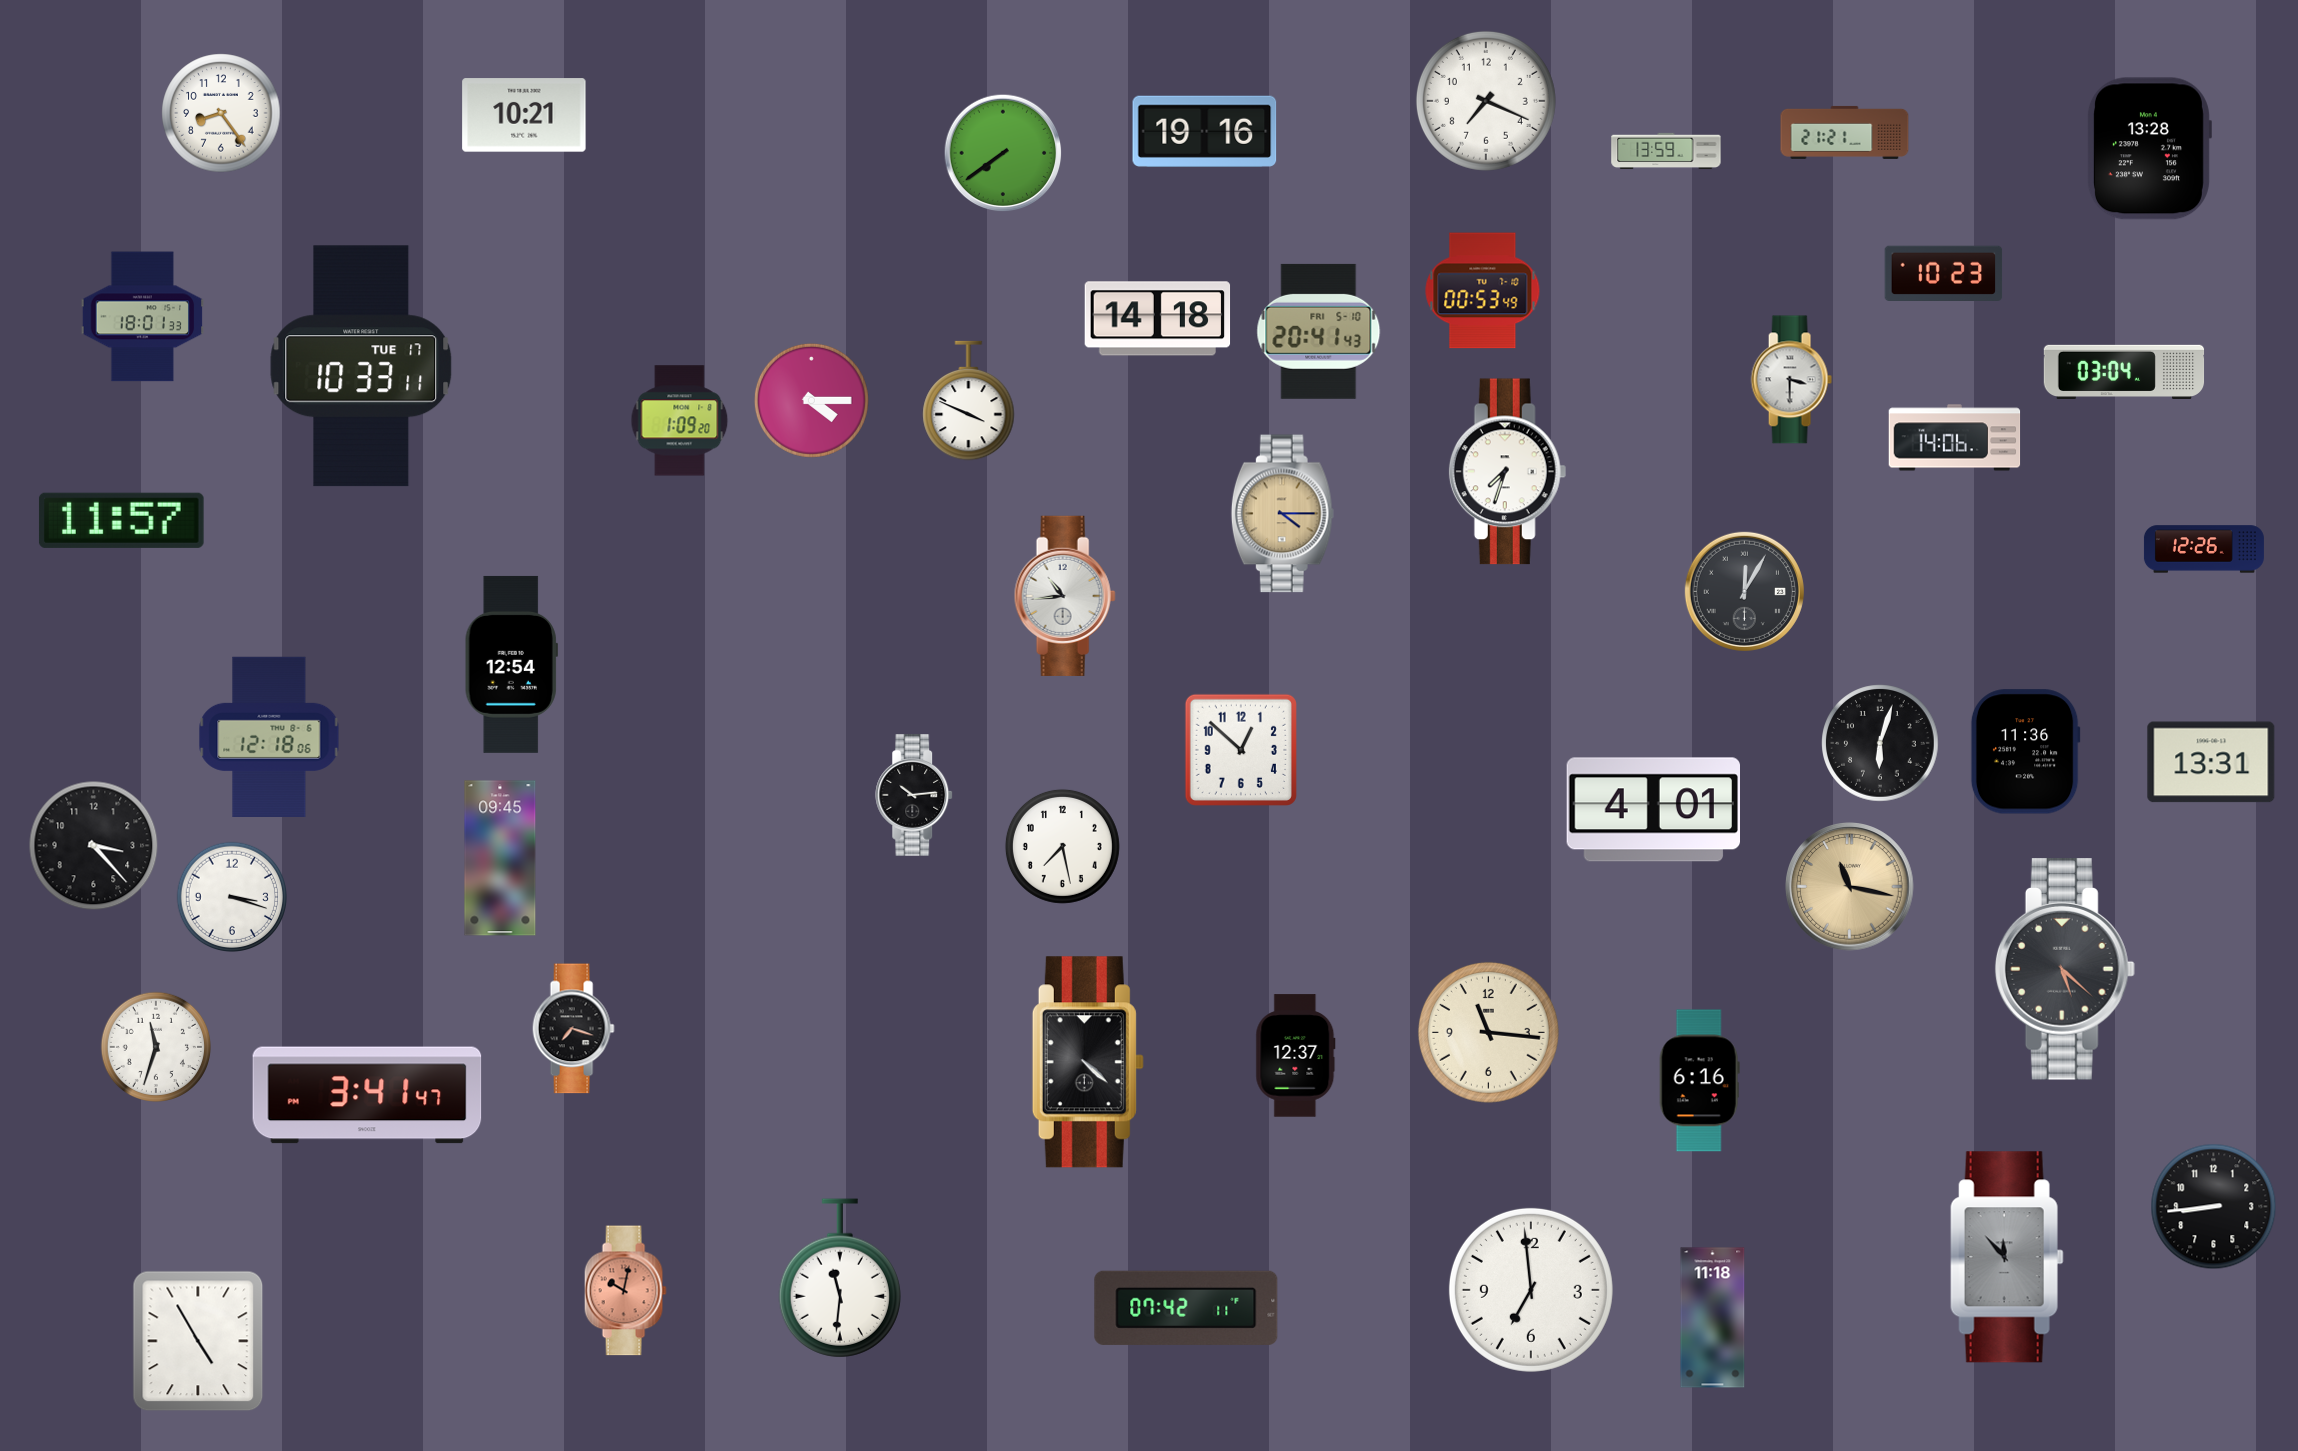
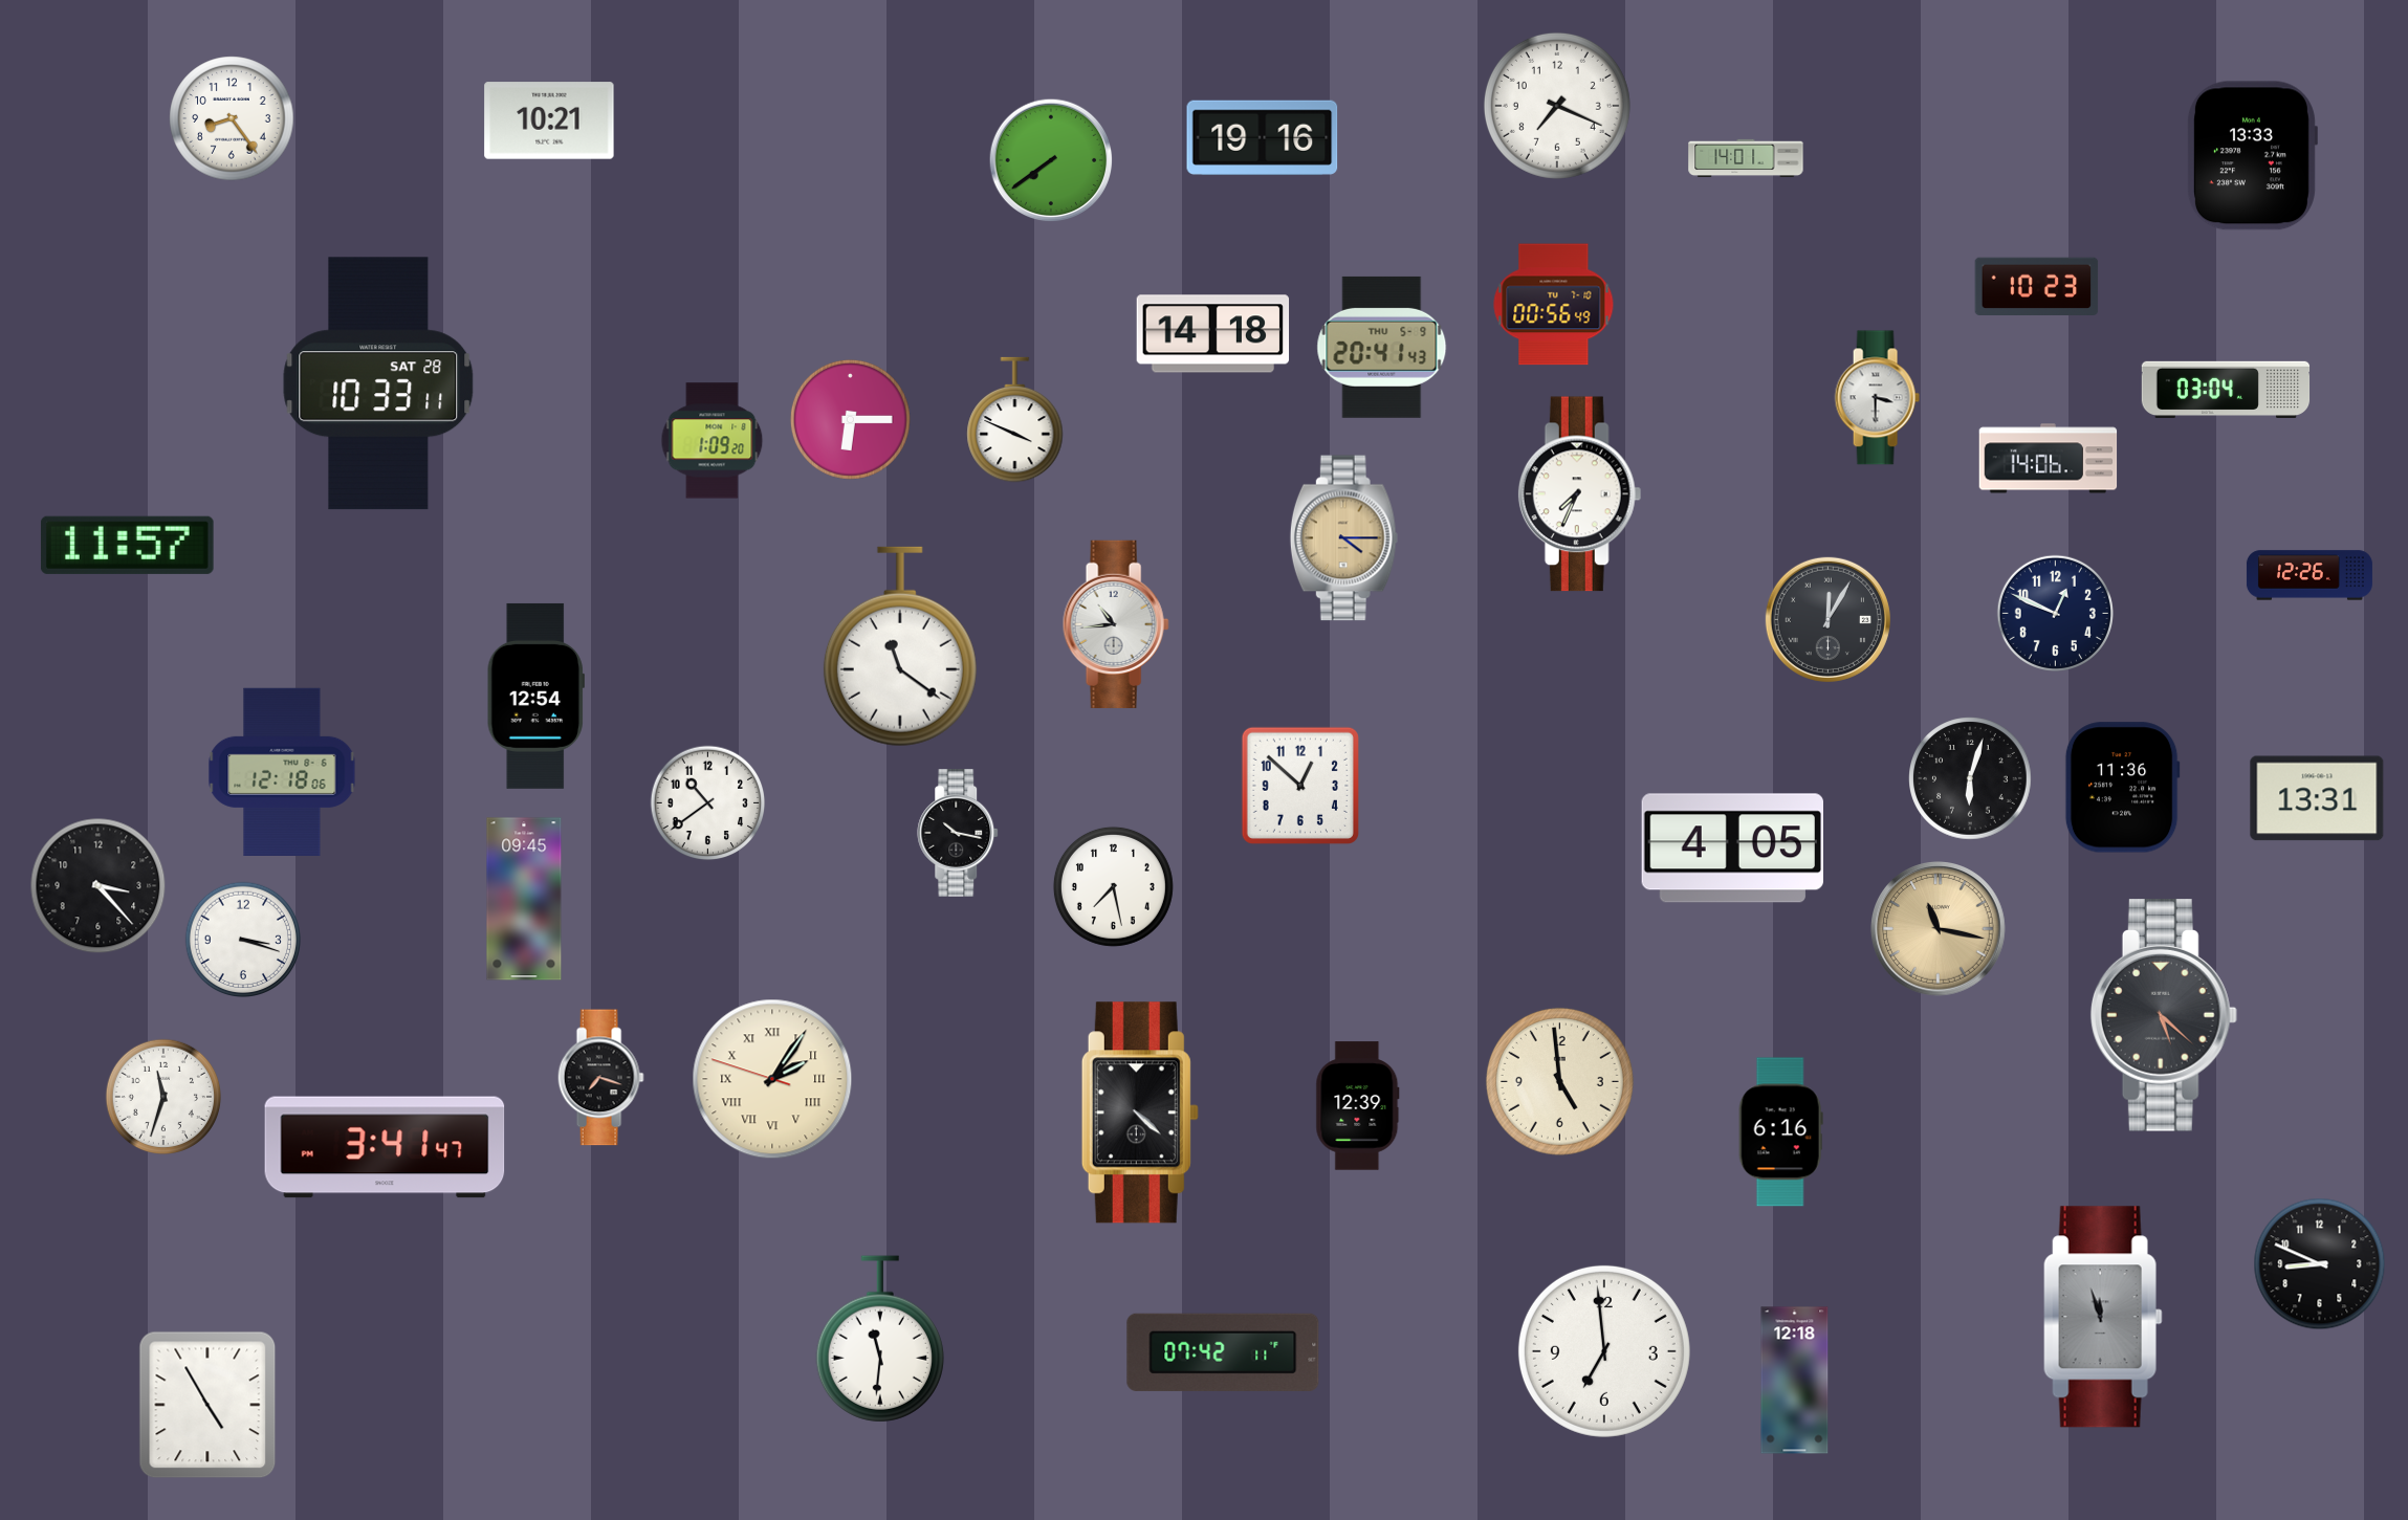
clock at (1845, 132): 21:21 -> none
clock at (2149, 149): 13:28 -> 13:33
clock at (1666, 151): 13:59 -> 14:01
clock at (1483, 291): 00:53 -> 00:56
clock at (143, 317): 18:01 -> none
clock at (1319, 331) date: FRI 5-10 -> THU 5-9
clock at (361, 366) date: TUE 17 -> SAT 28
clock at (811, 400): 4:15 -> 6:15
clock at (1508, 472): 7:33 -> 7:34
clock at (2055, 613): none -> 12:49
clock at (900, 646): none -> 11:21
clock at (708, 803): none -> 10:39
clock at (915, 795): 10:14 -> 10:17
clock at (1653, 810): 4:01 -> 4:05
clock at (772, 1079): none -> 2:05
clock at (1488, 1032): 11:16 -> 4:59
clock at (1296, 1056): 12:37 -> 12:39
clock at (2214, 1207): 8:44 -> 8:49
clock at (2007, 1257): 11:53 -> 11:57
clock at (625, 1291): 10:02 -> none
clock at (1186, 1308) position: (1186, 1308) -> (1223, 1352)
clock at (1713, 1318): 11:18 -> 12:18
